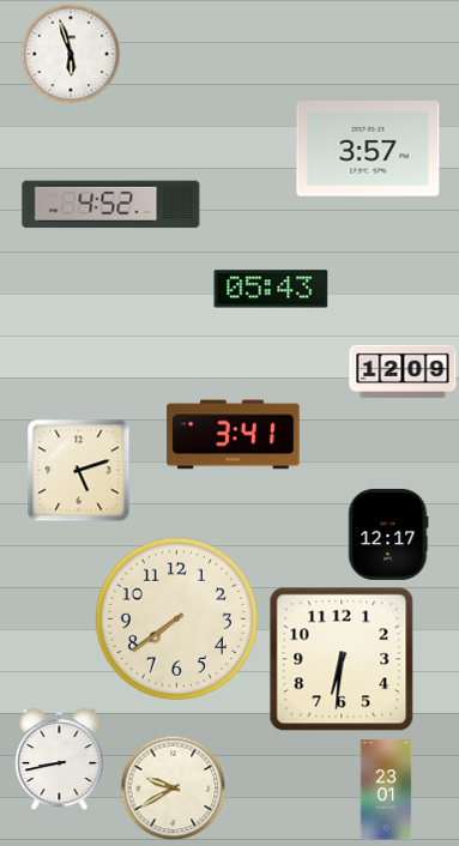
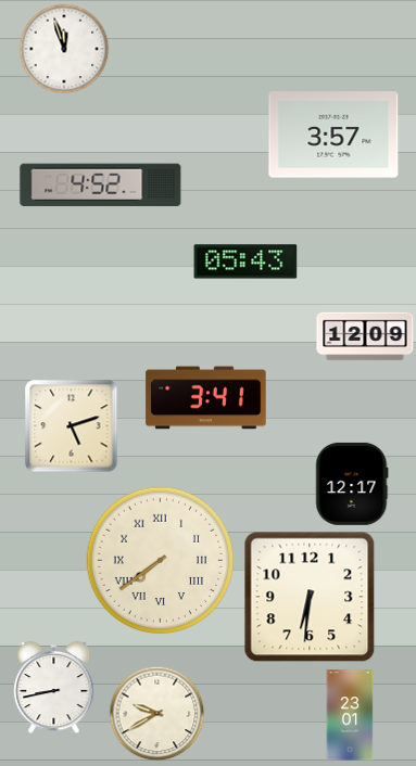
clock at (71, 54): 5:57 -> 11:57
clock at (234, 435) position: (234, 435) -> (206, 398)
clock at (177, 620) numerals: Arabic -> Roman
